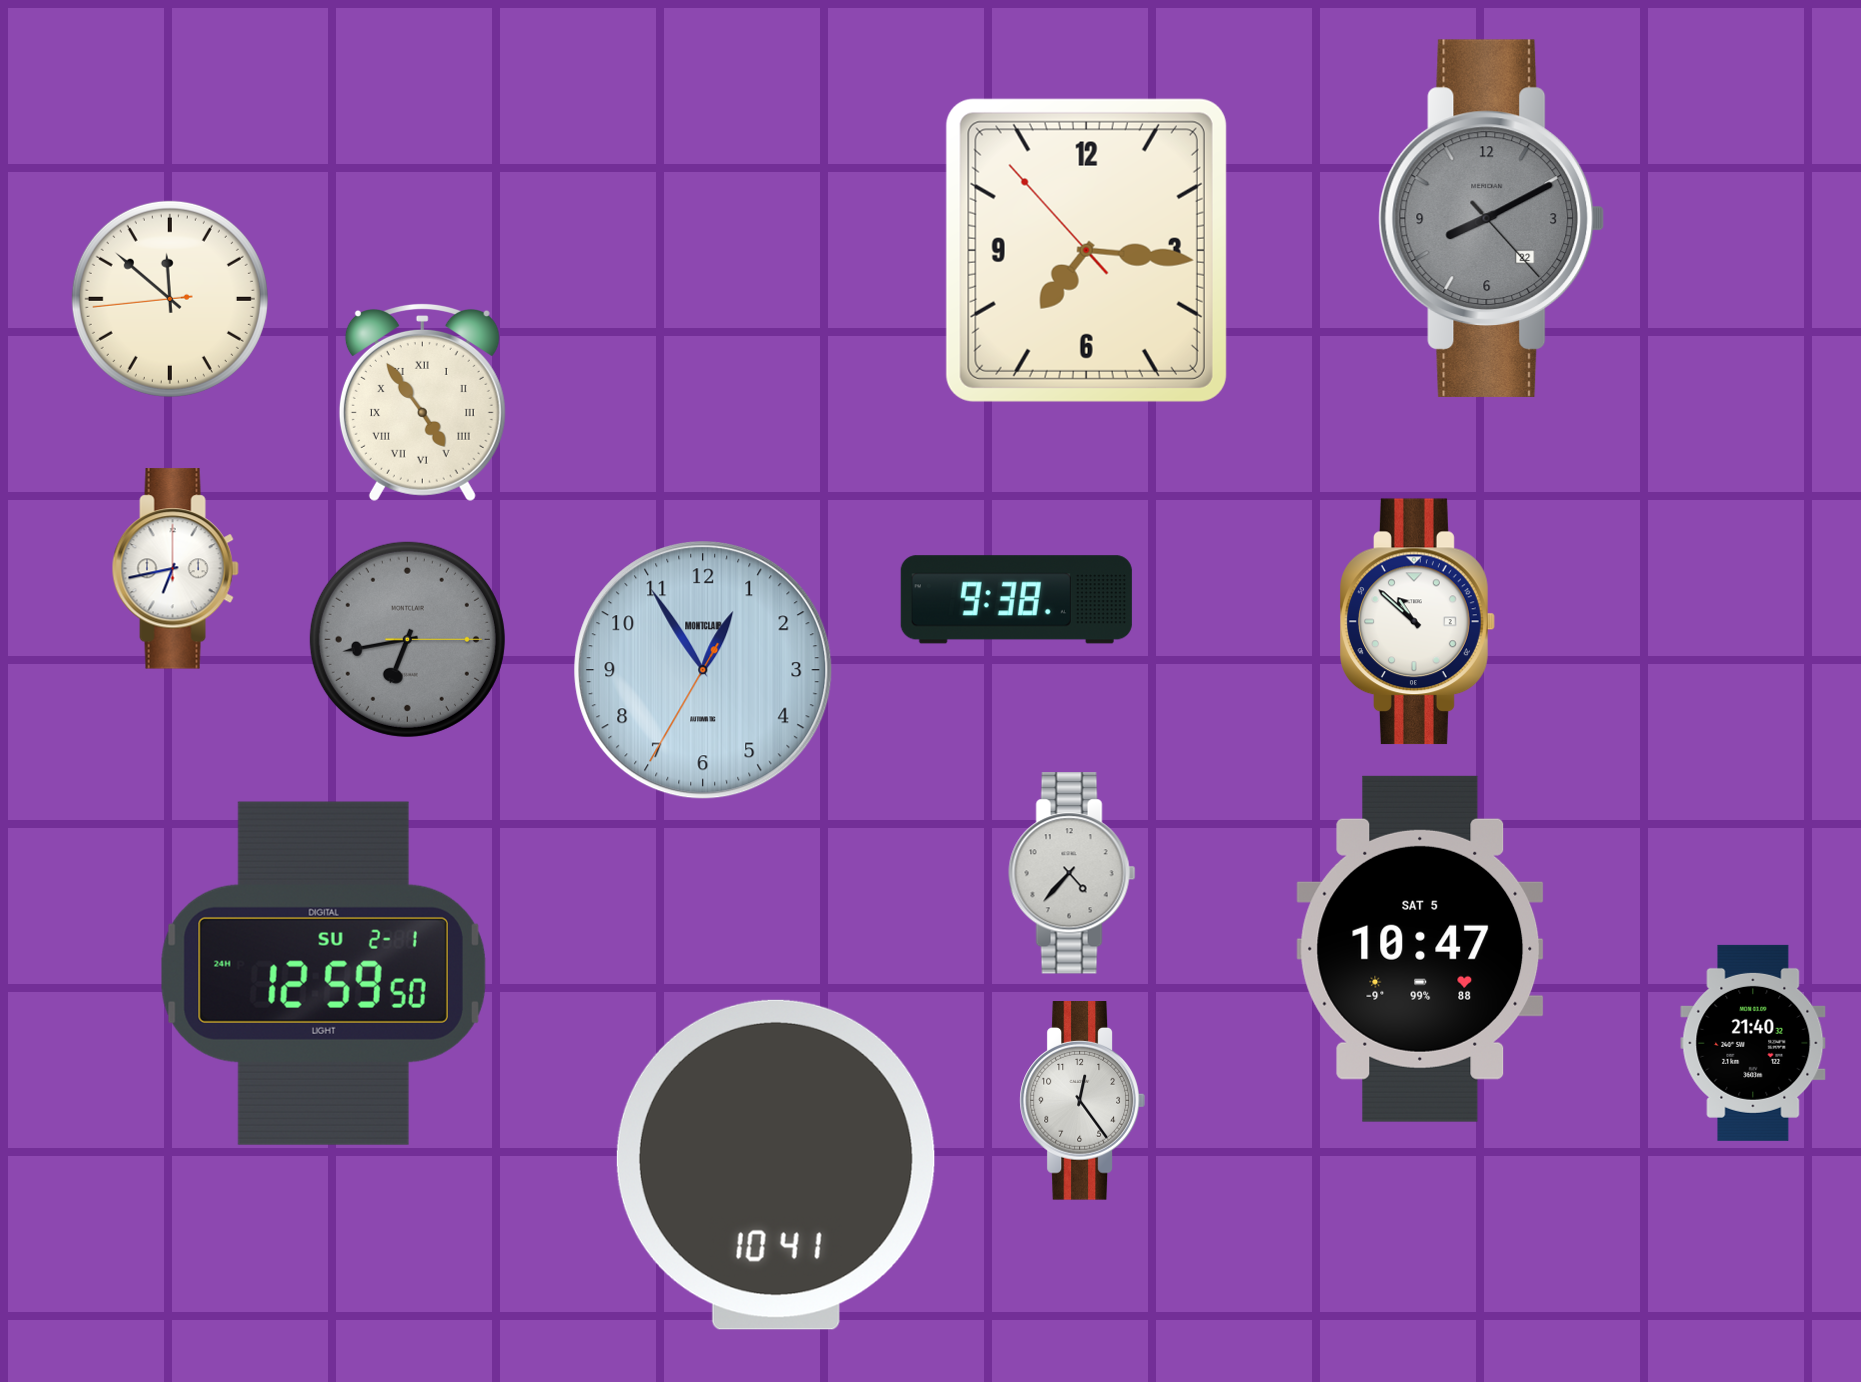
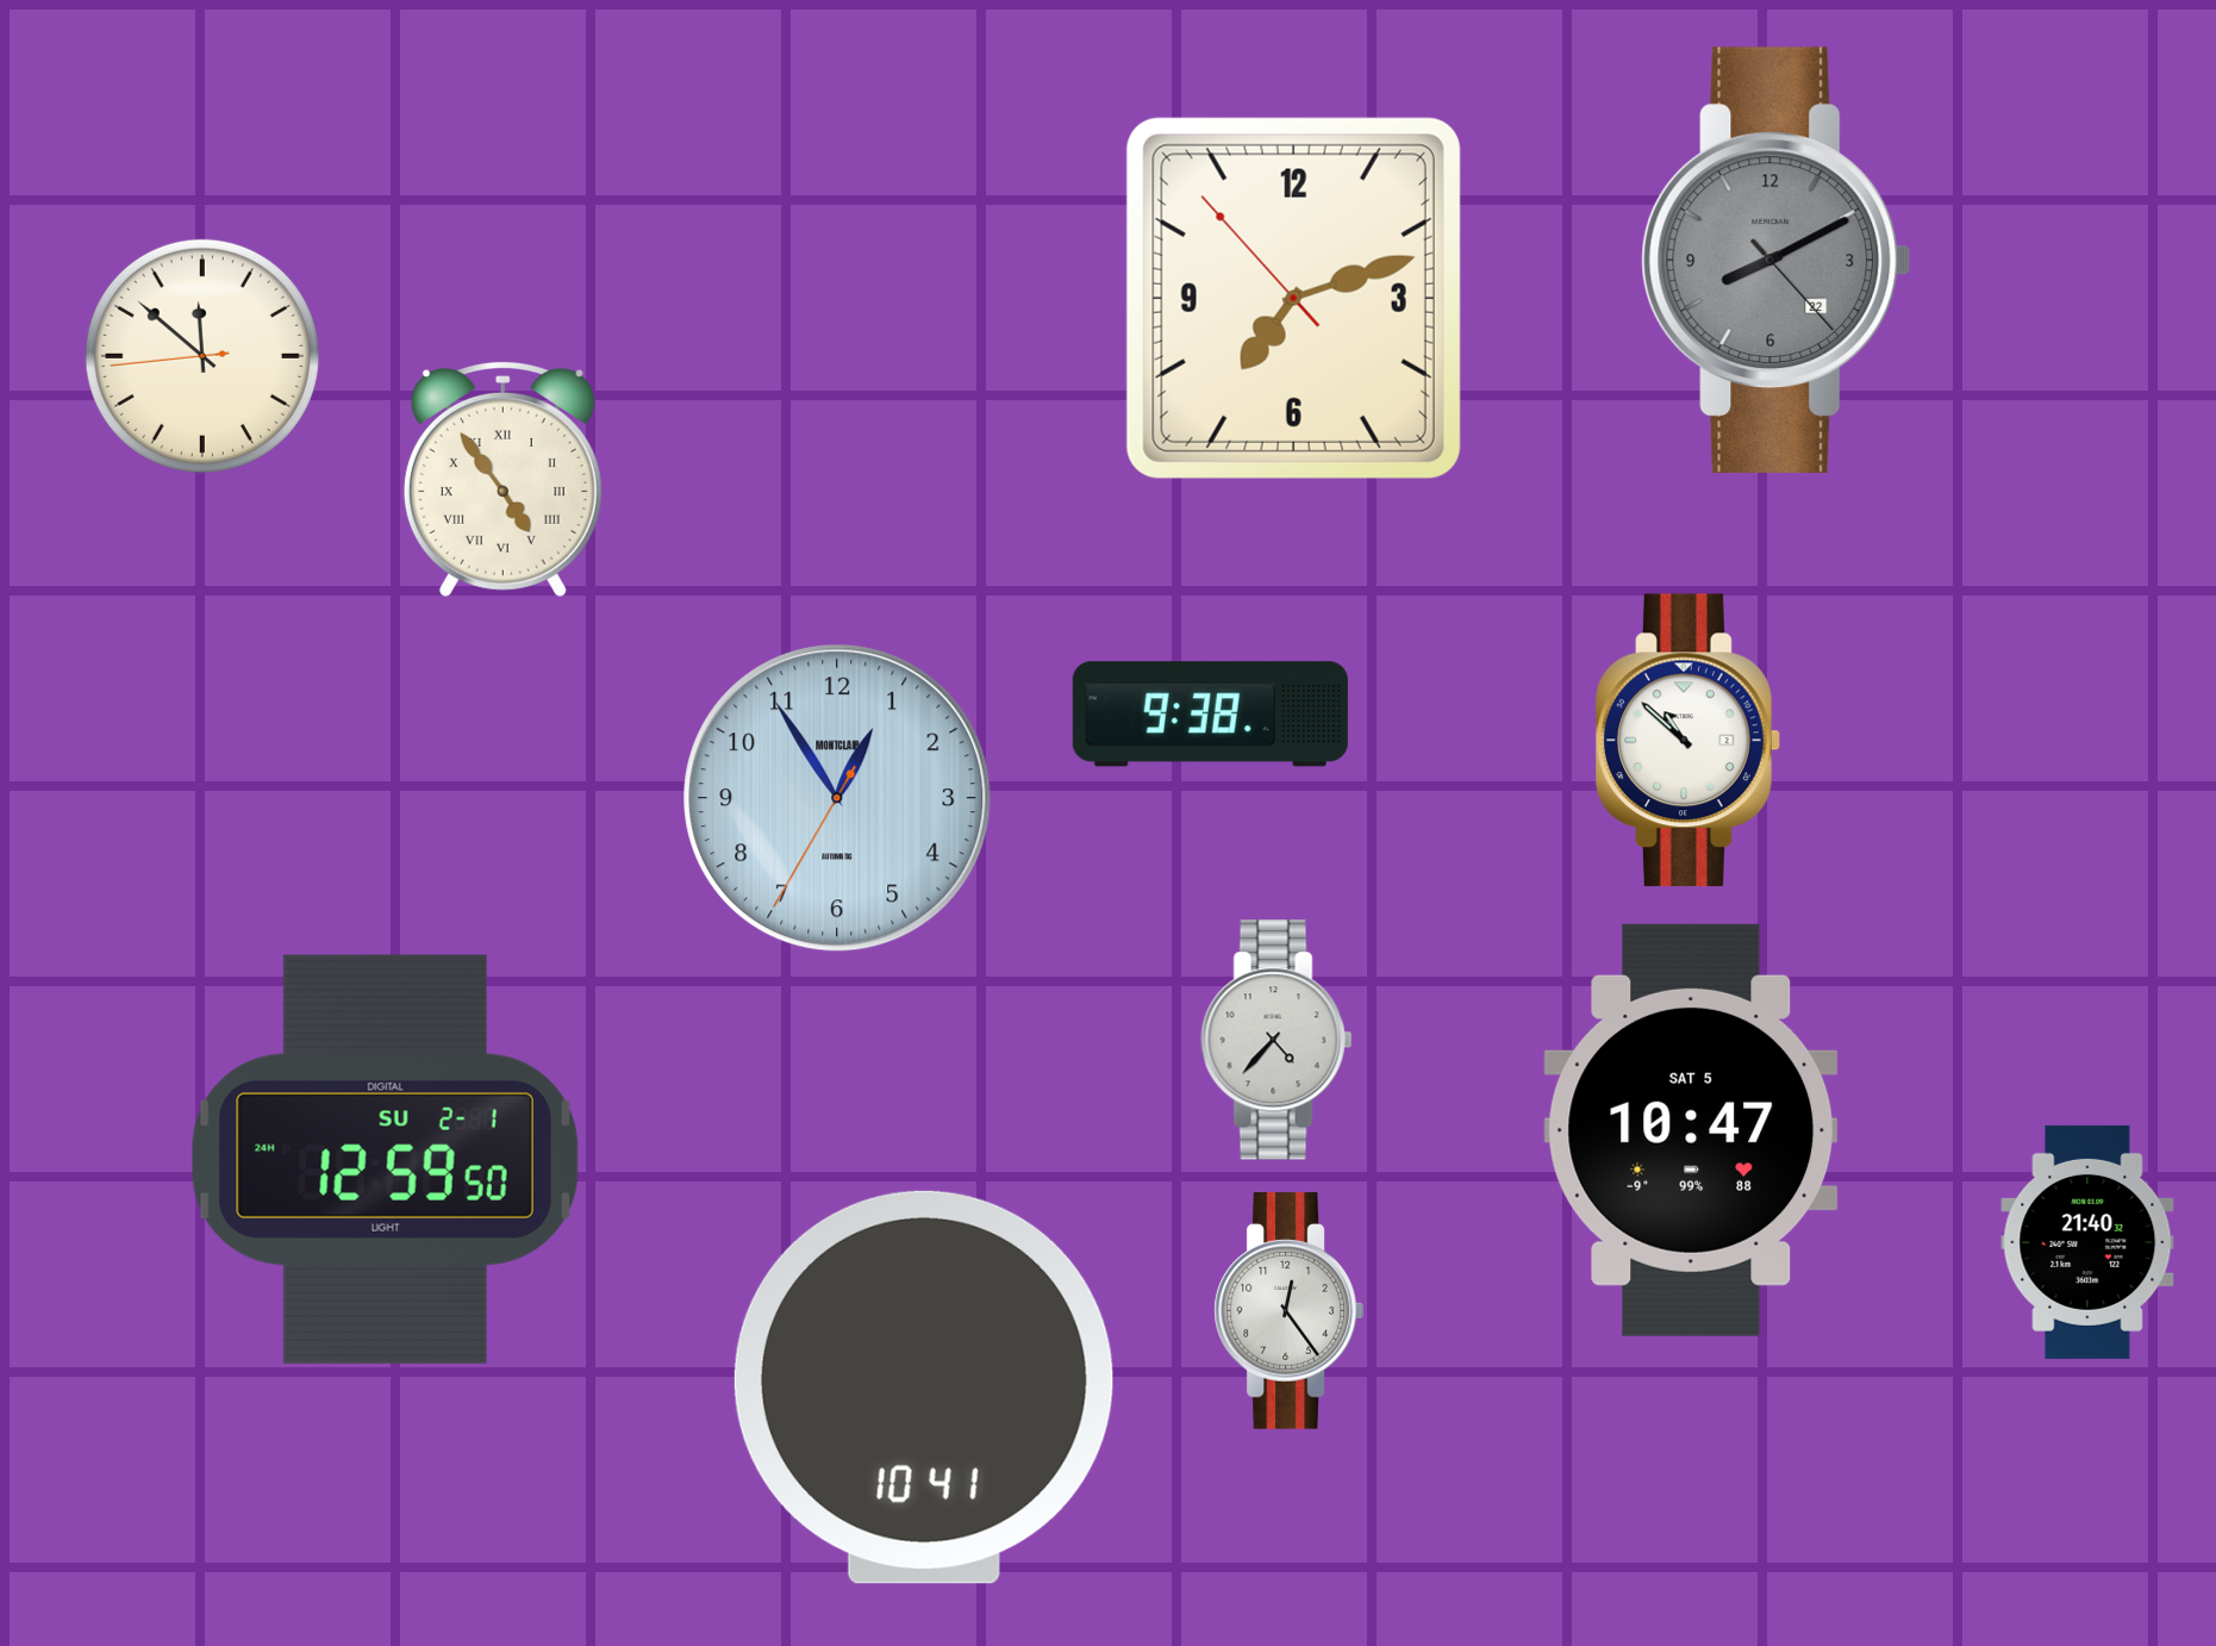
clock at (1086, 250): 7:15 -> 7:11
clock at (175, 569): 6:43 -> none
clock at (407, 639): 6:43 -> none
